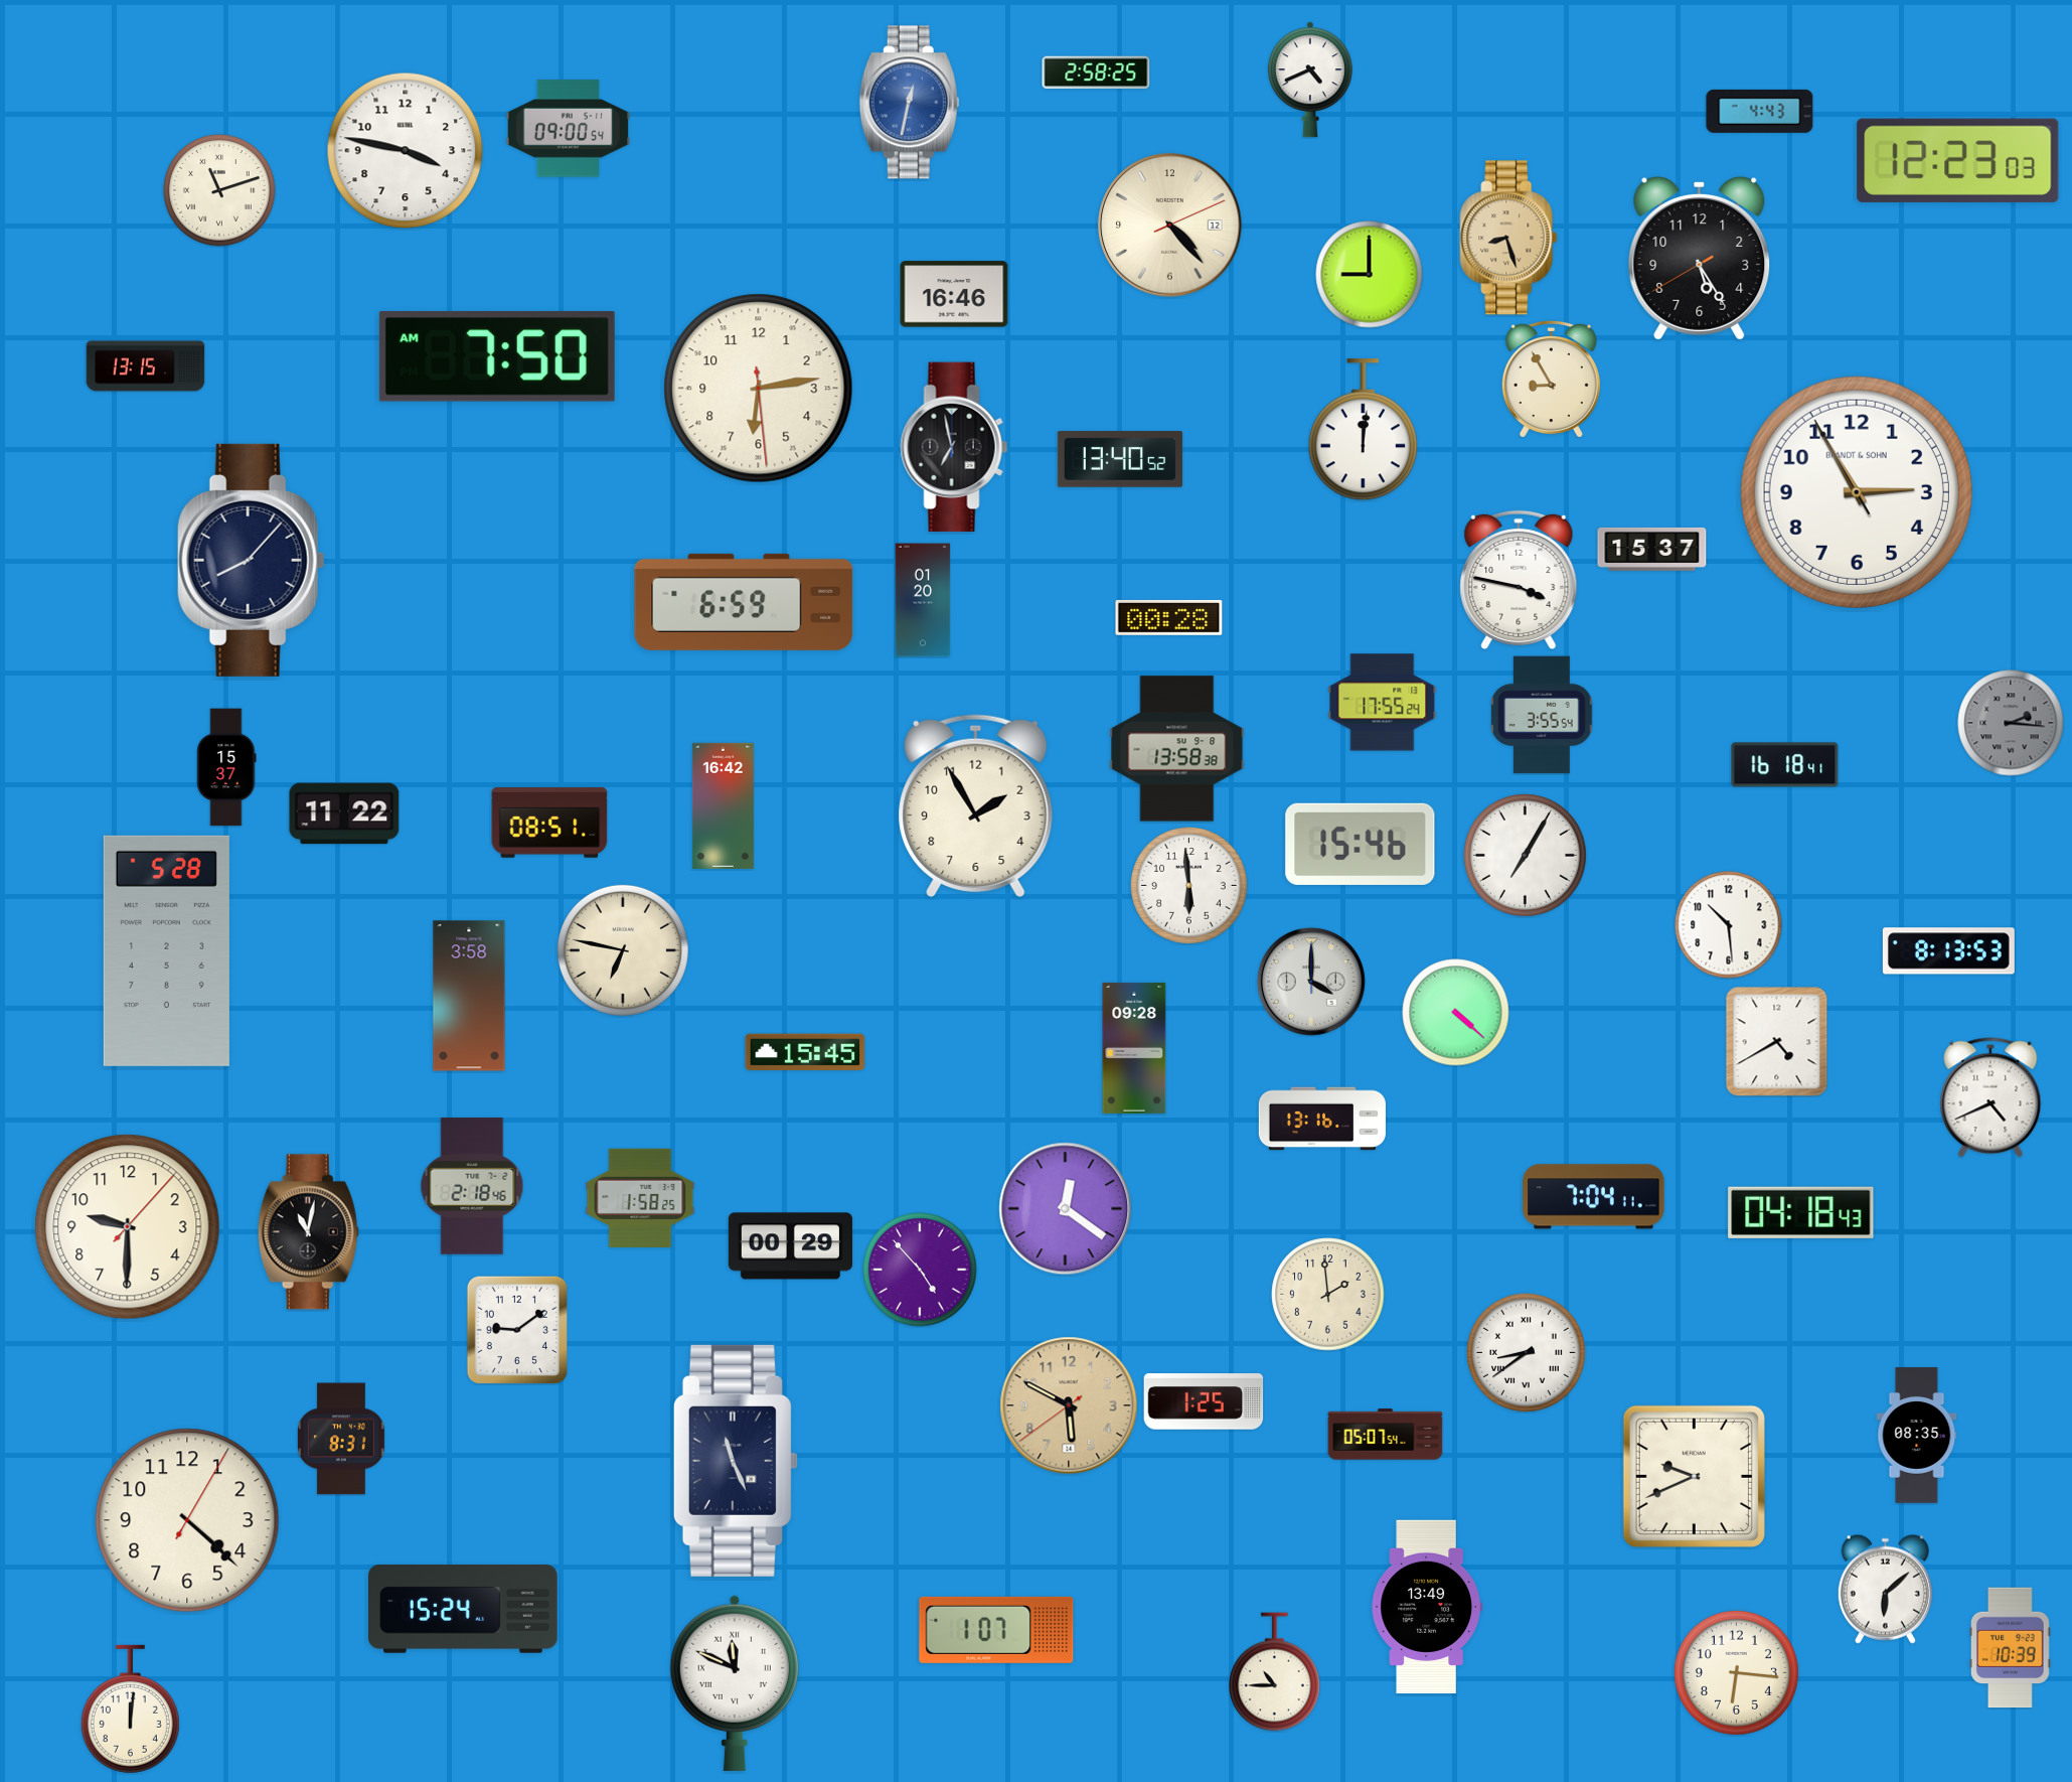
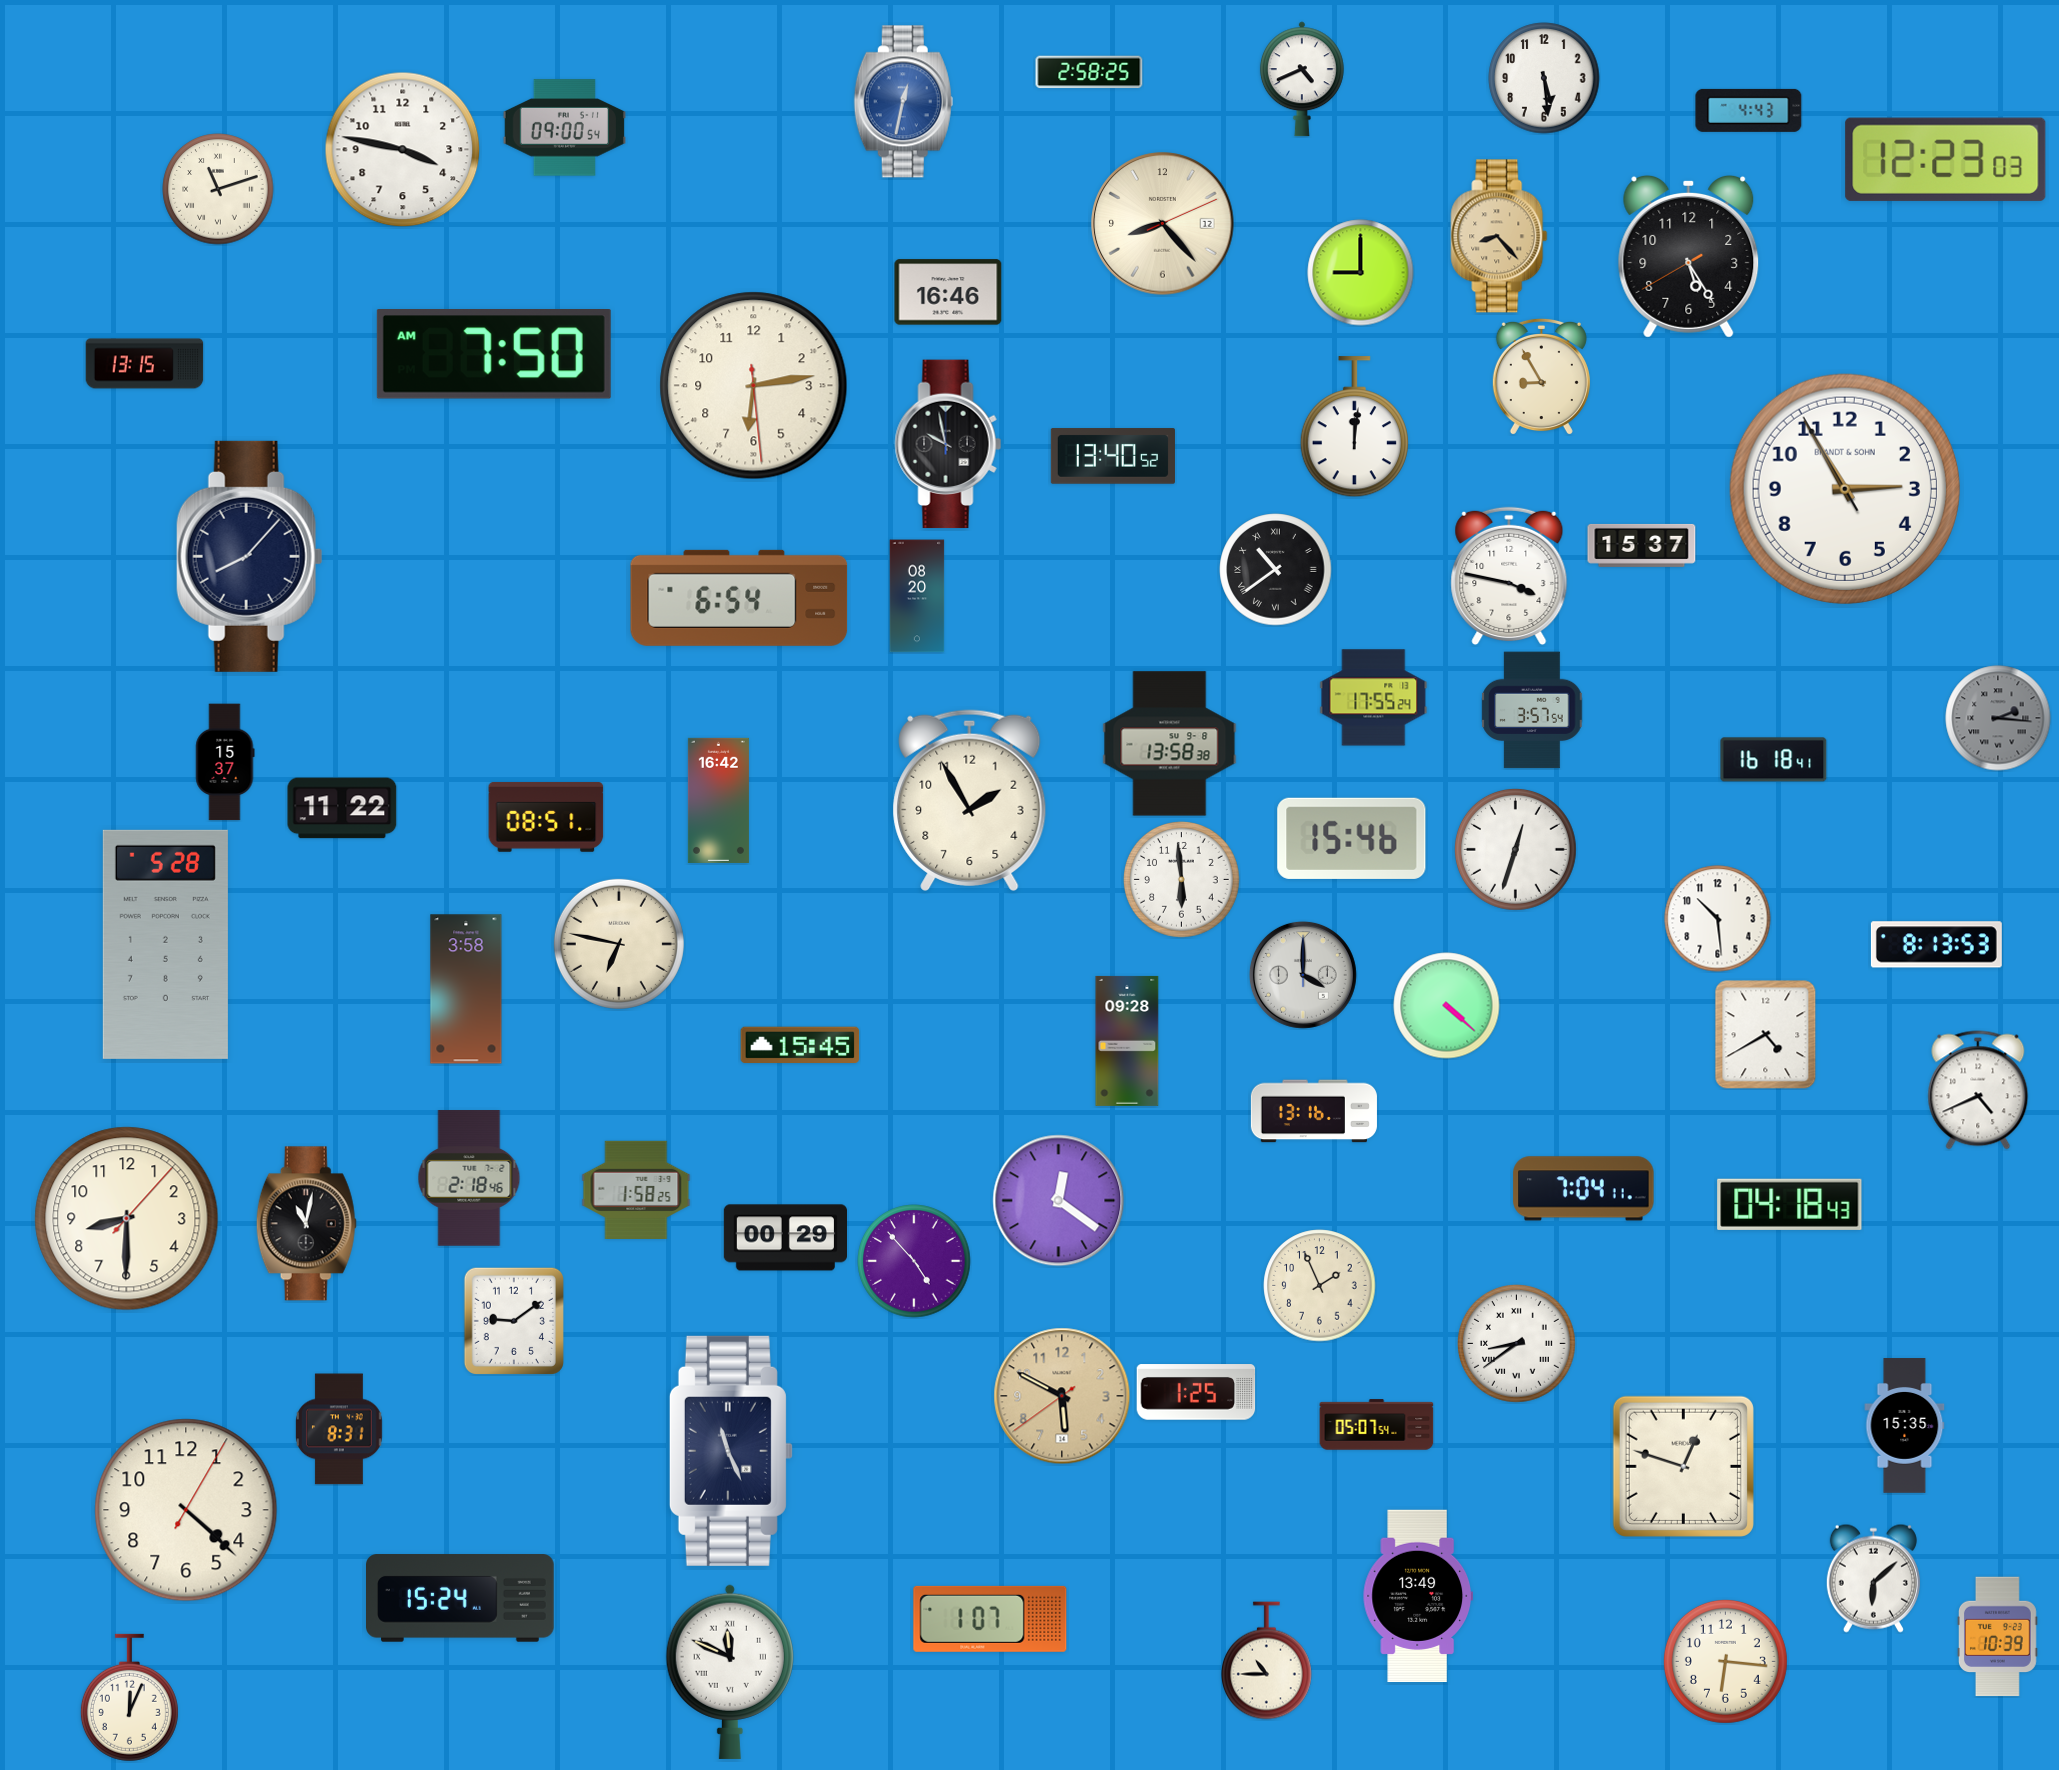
clock at (1544, 78): none -> 5:29
clock at (1170, 226): 4:23 -> 8:23
clock at (1508, 238): 8:27 -> 8:23
clock at (954, 447): 6:58 -> 9:58
clock at (1276, 570): none -> 10:39
clock at (923, 600): 01:20 -> 08:20
clock at (744, 602): 6:59 -> 6:54
clock at (1169, 617): 00:28 -> none
clock at (1542, 715): 3:55 -> 3:57
clock at (1525, 855): 7:05 -> 12:33
clock at (128, 1227): 9:30 -> 8:30
clock at (1328, 1295): 1:59 -> 1:56
clock at (1917, 1436): 08:35 -> 15:35
clock at (1694, 1476): 9:41 -> 12:48
clock at (130, 1710): 12:01 -> 12:04
